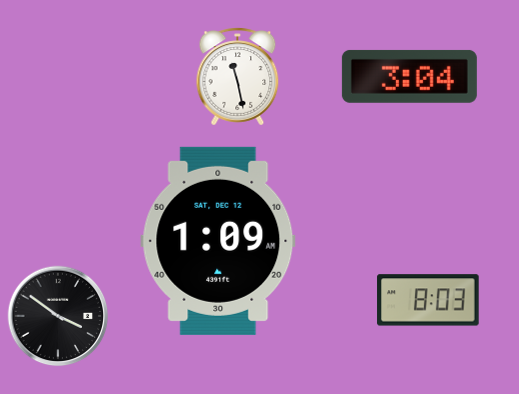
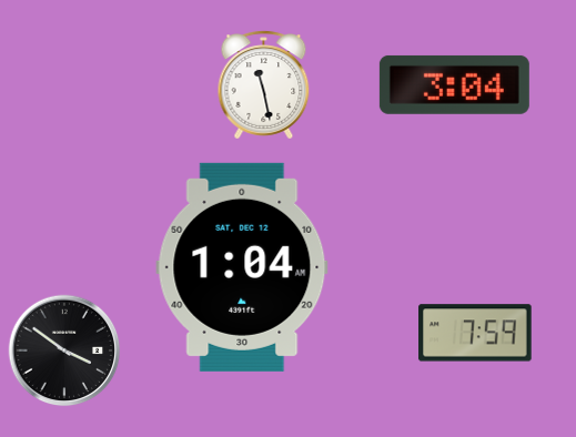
clock at (218, 241): 1:09 -> 1:04
clock at (428, 300): 8:03 -> 7:59
